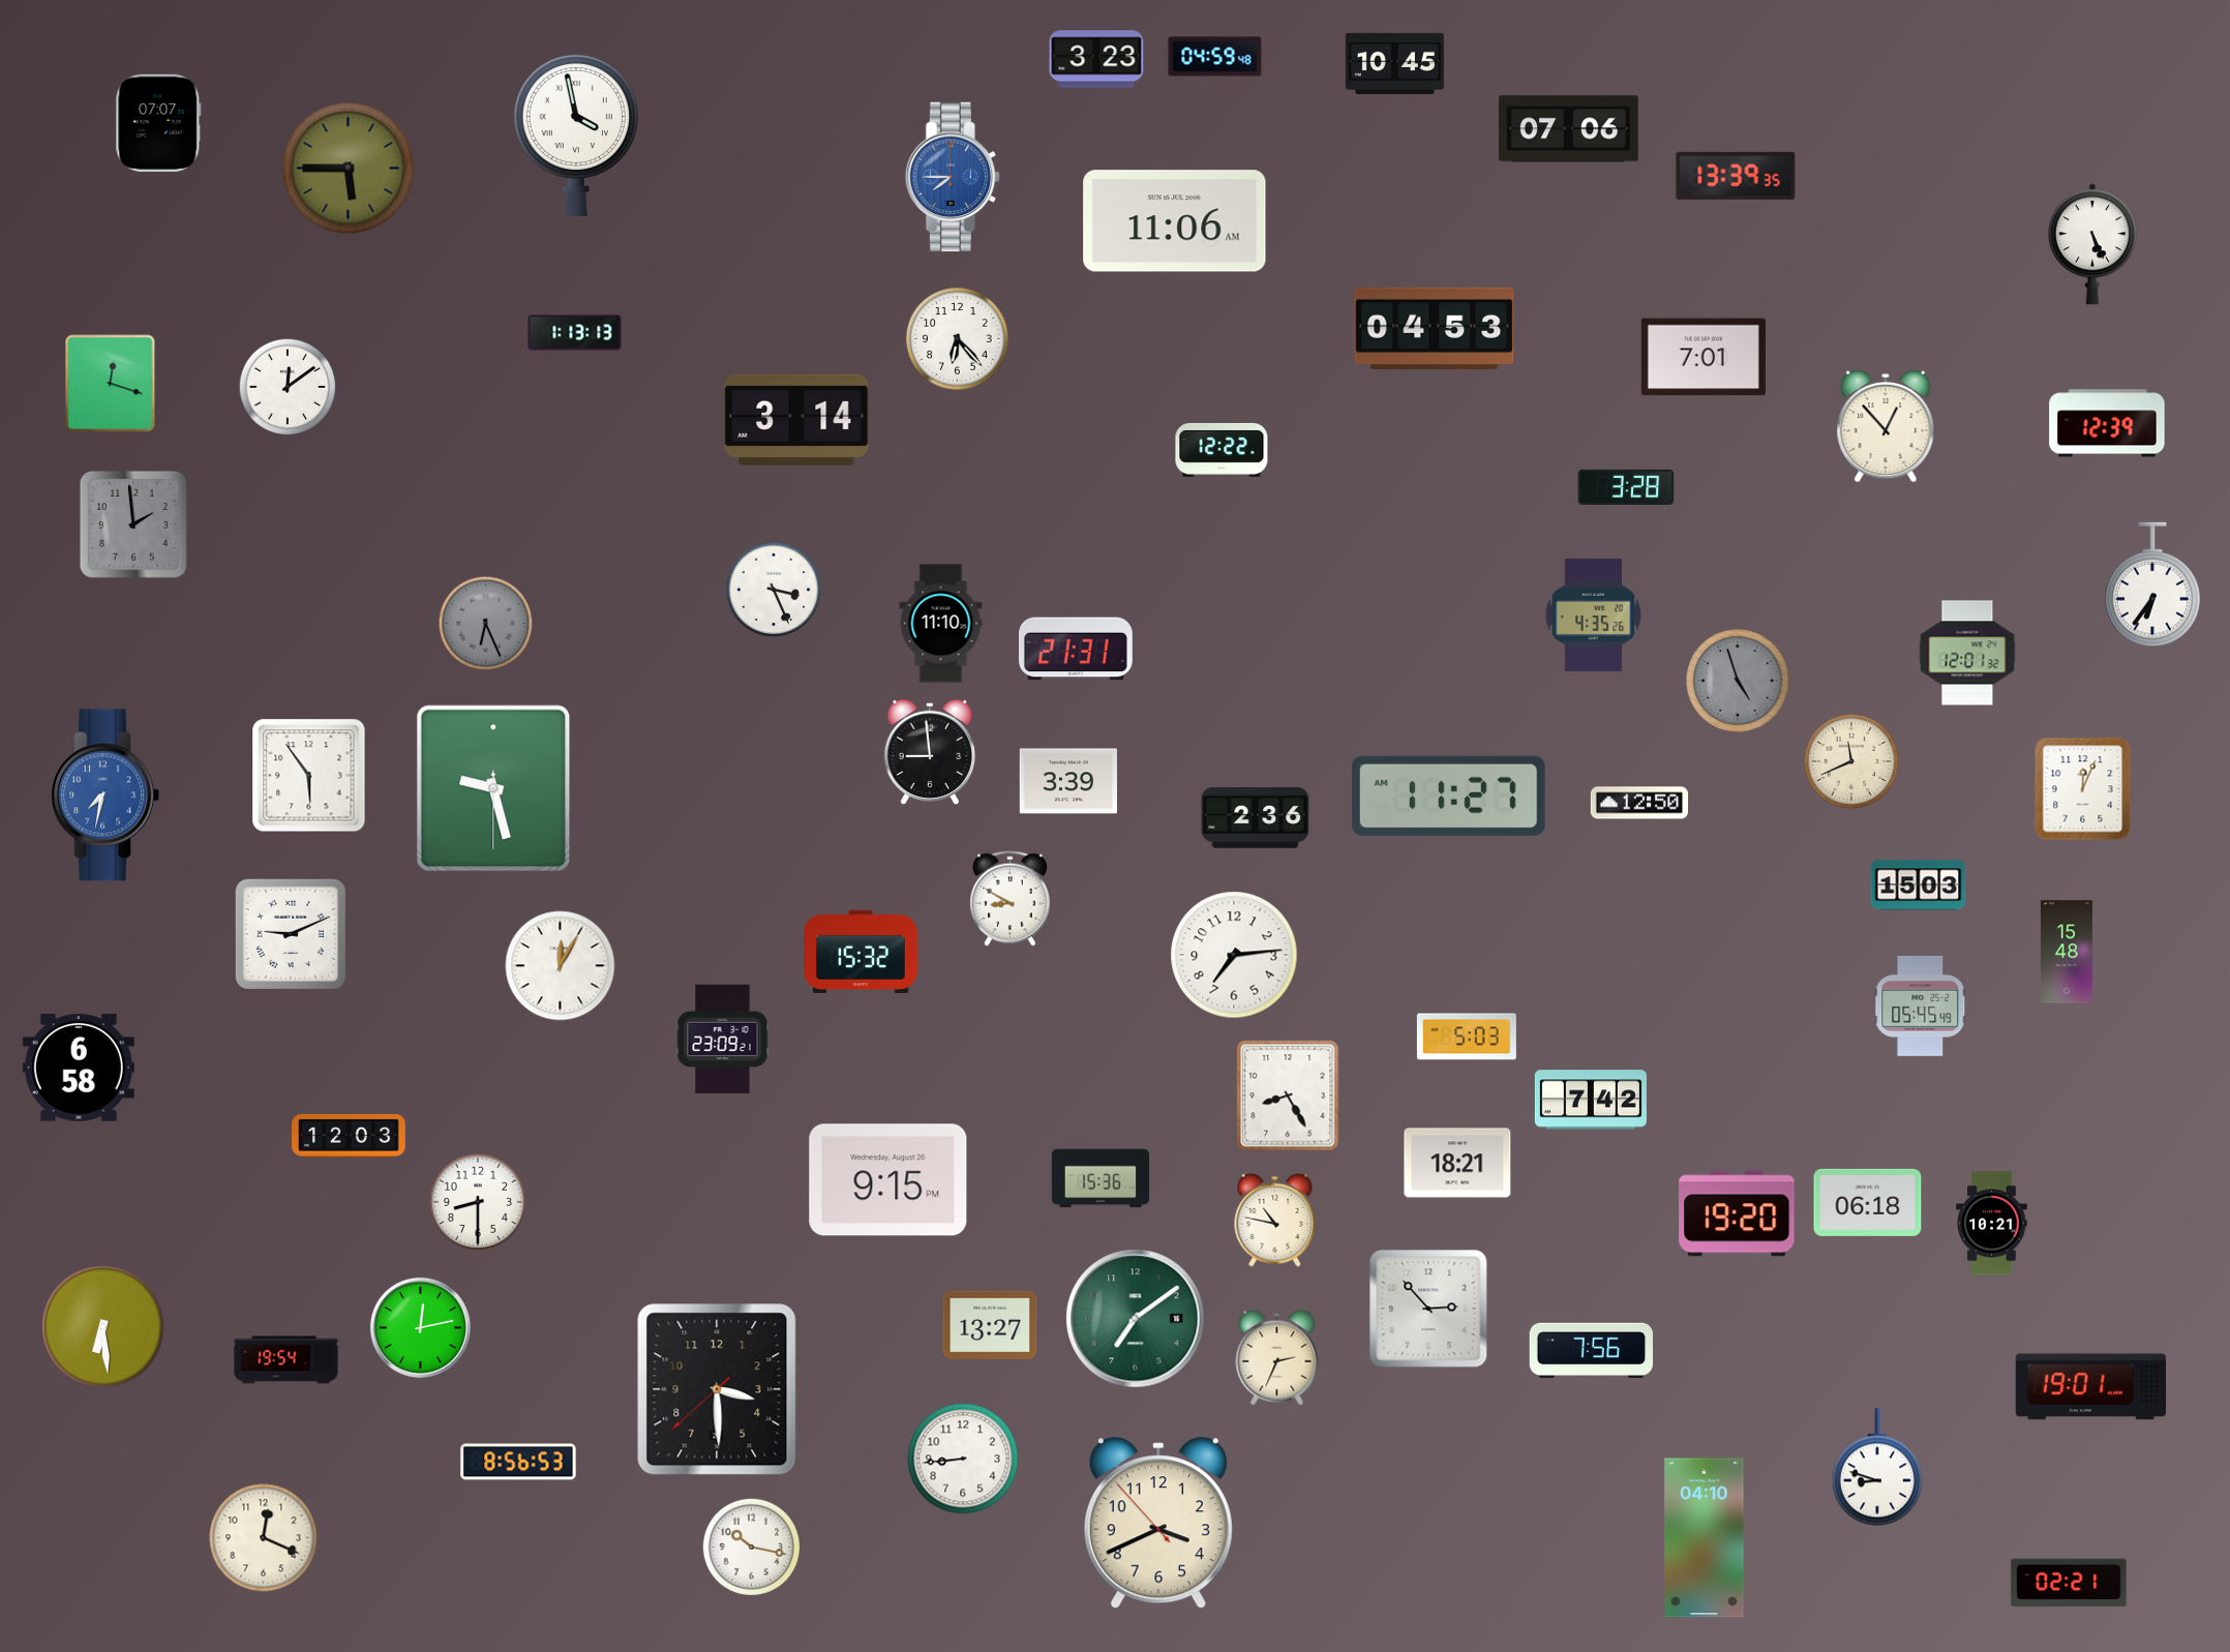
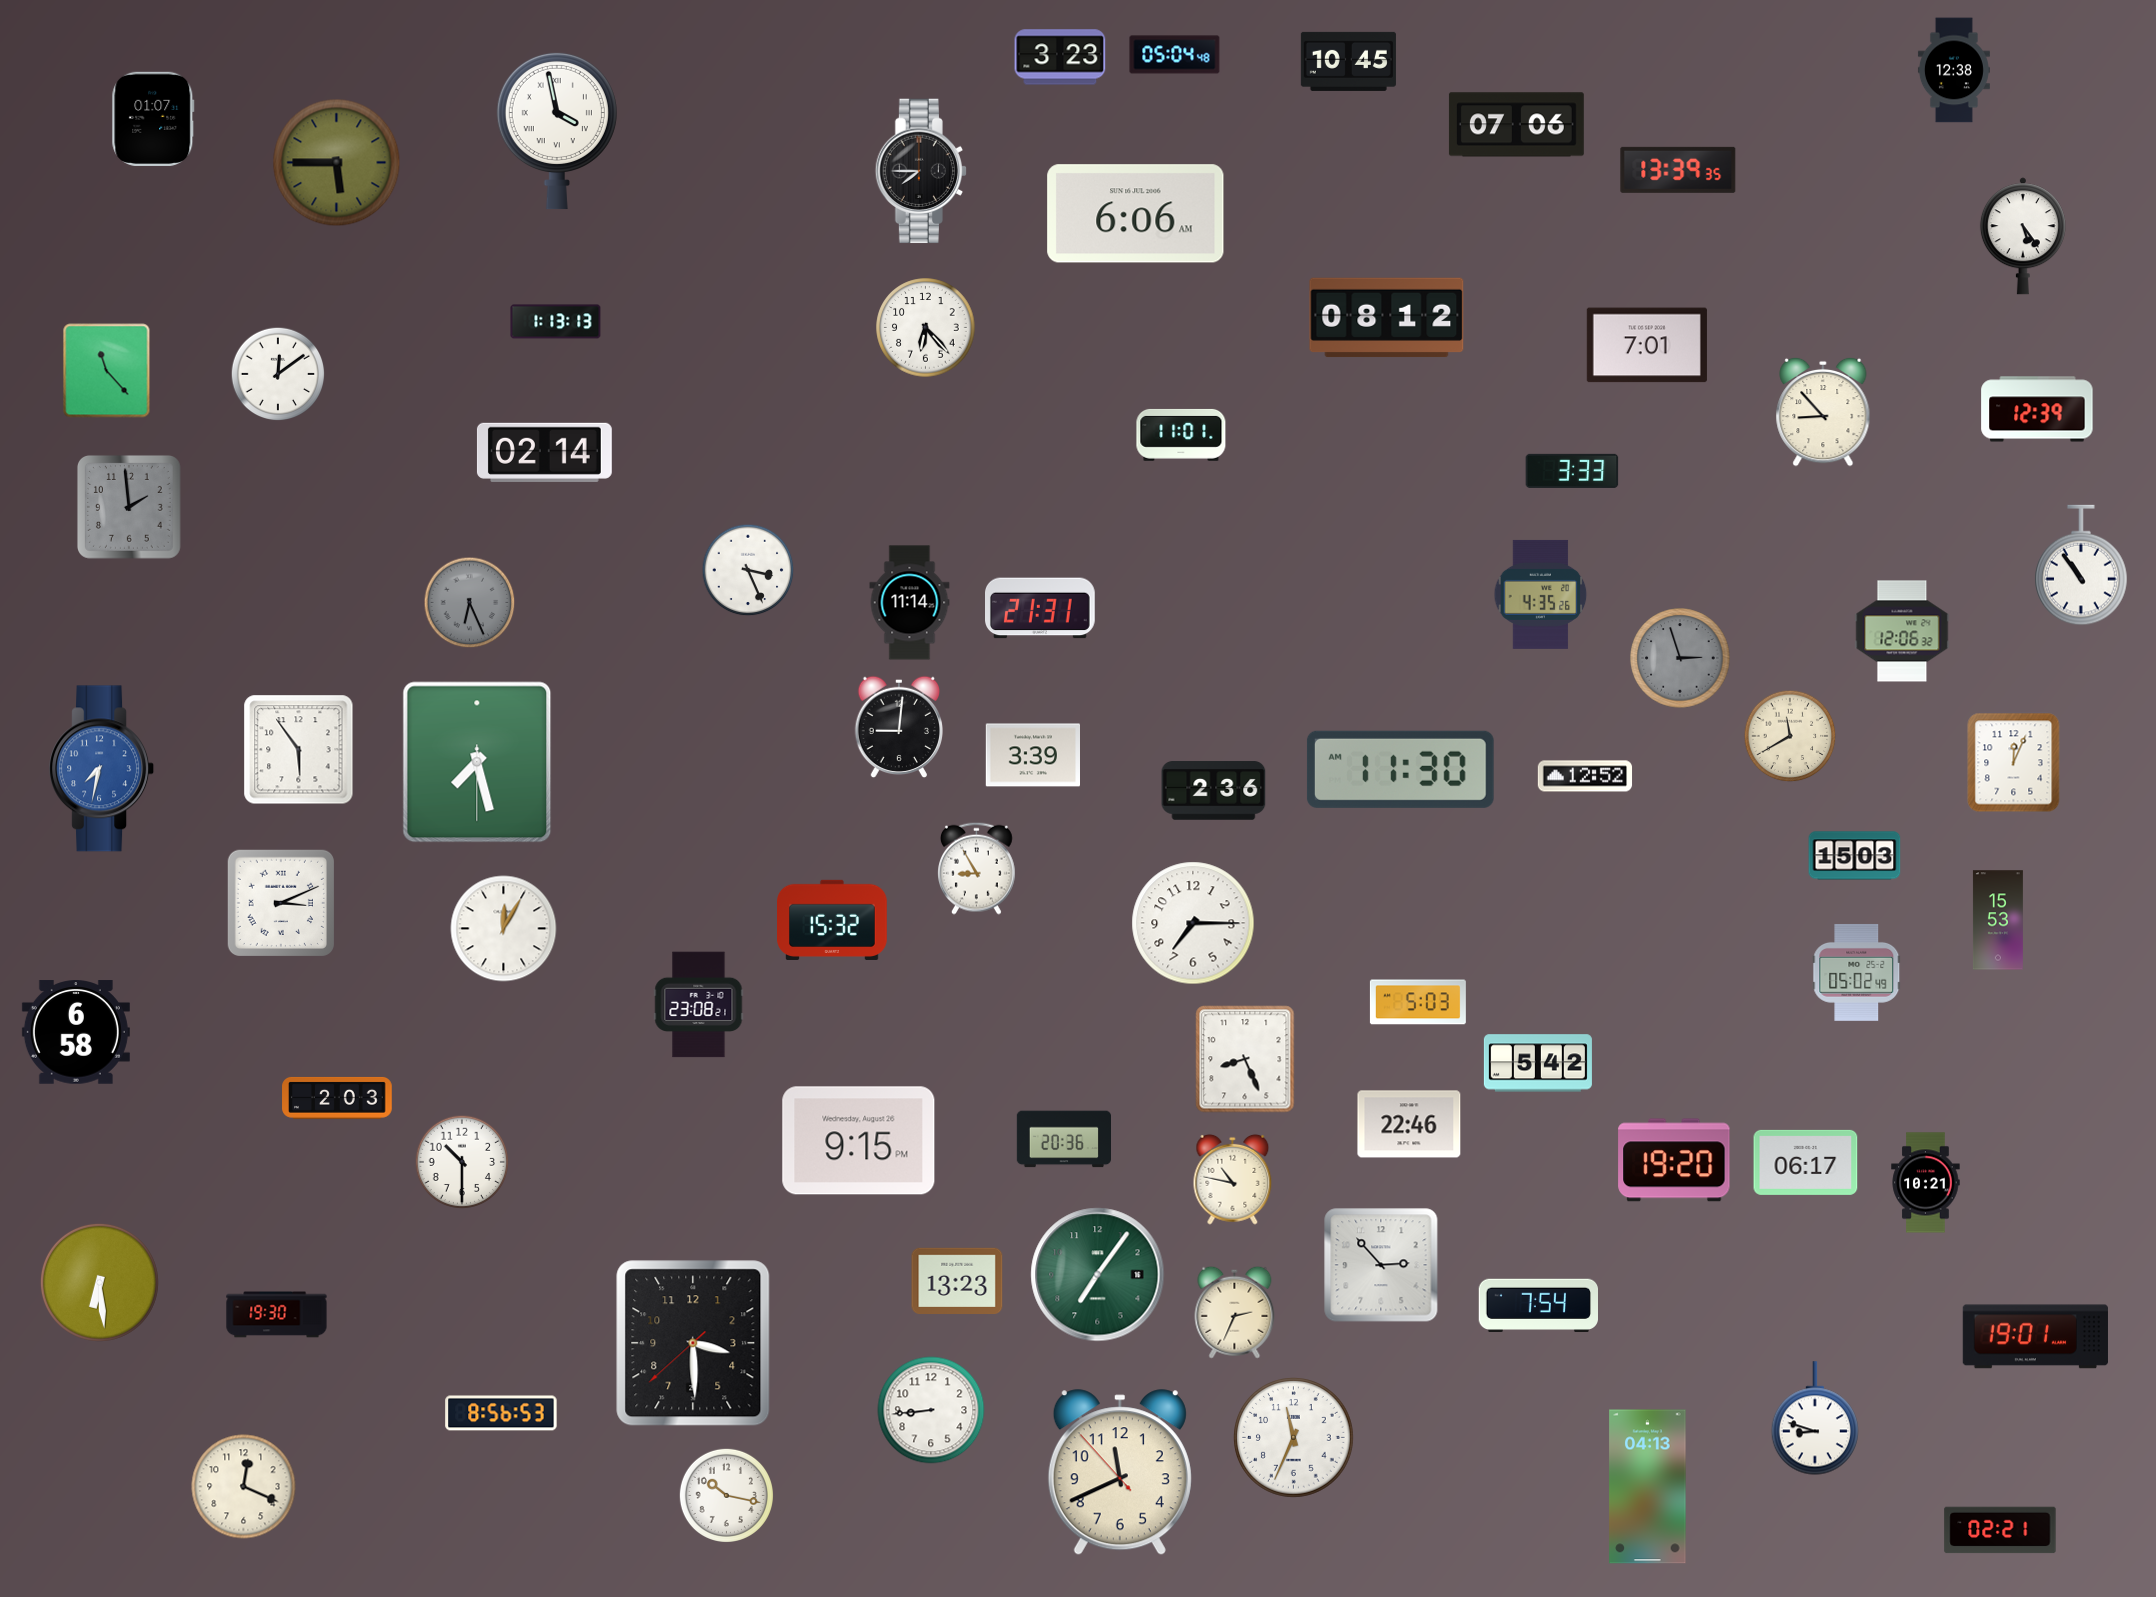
clock at (1215, 57): 04:59 -> 05:04
clock at (1954, 70): none -> 12:38
clock at (158, 123): 07:07 -> 01:07
clock at (952, 177) dial: blue -> black
clock at (1175, 221): 11:06 -> 6:06
clock at (2092, 244): 5:26 -> 5:24
clock at (1435, 329): 04:53 -> 08:12
clock at (111, 384): 12:18 -> 11:23
clock at (796, 420): 3:14 -> none
clock at (1886, 426): 12:53 -> 8:53
clock at (1222, 450): 12:22 -> 11:01
clock at (544, 452): none -> 02:14
clock at (1626, 487): 3:28 -> 3:33
clock at (2152, 584): 6:36 -> 10:54
clock at (941, 624): 11:10 -> 11:14
clock at (1077, 649) position: (1077, 649) -> (1041, 608)
clock at (1967, 653): 12:01 -> 12:06
clock at (1738, 681): 4:57 -> 2:57
clock at (929, 752): 8:59 -> 9:01
clock at (1851, 761): 11:41 -> 11:40
clock at (493, 788): 9:27 -> 7:27
clock at (1448, 795): 11:27 -> 11:30
clock at (1639, 803): 12:50 -> 12:52
clock at (1011, 898): 8:50 -> 8:55
clock at (291, 934): 9:11 -> 3:11
clock at (2067, 952): 15:48 -> 15:53
clock at (1234, 955): 7:14 -> 7:15
clock at (561, 966) position: (561, 966) -> (504, 929)
clock at (1921, 1005): 05:45 -> 05:02
clock at (723, 1040): 23:09 -> 23:08
clock at (1288, 1095): 8:25 -> 8:26
clock at (1591, 1100): 7:42 -> 5:42
clock at (349, 1136): 12:03 -> 2:03
clock at (1457, 1163): 18:21 -> 22:46
clock at (1099, 1178): 15:36 -> 20:36
clock at (478, 1202): 8:30 -> 10:30
clock at (1868, 1202): 06:18 -> 06:17
clock at (1737, 1213) position: (1737, 1213) -> (1674, 1160)
clock at (1136, 1319): 7:09 -> 7:06
clock at (990, 1324): 13:27 -> 13:23
clock at (420, 1327): 12:13 -> none
clock at (1591, 1350): 7:56 -> 7:54
clock at (287, 1360): 19:54 -> 19:30
clock at (2090, 1387) position: (2090, 1387) -> (2035, 1337)
clock at (1294, 1438): none -> 11:34
clock at (1158, 1524): 3:40 -> 11:40
clock at (264, 1538) position: (264, 1538) -> (244, 1487)
clock at (1705, 1538): 04:10 -> 04:13
